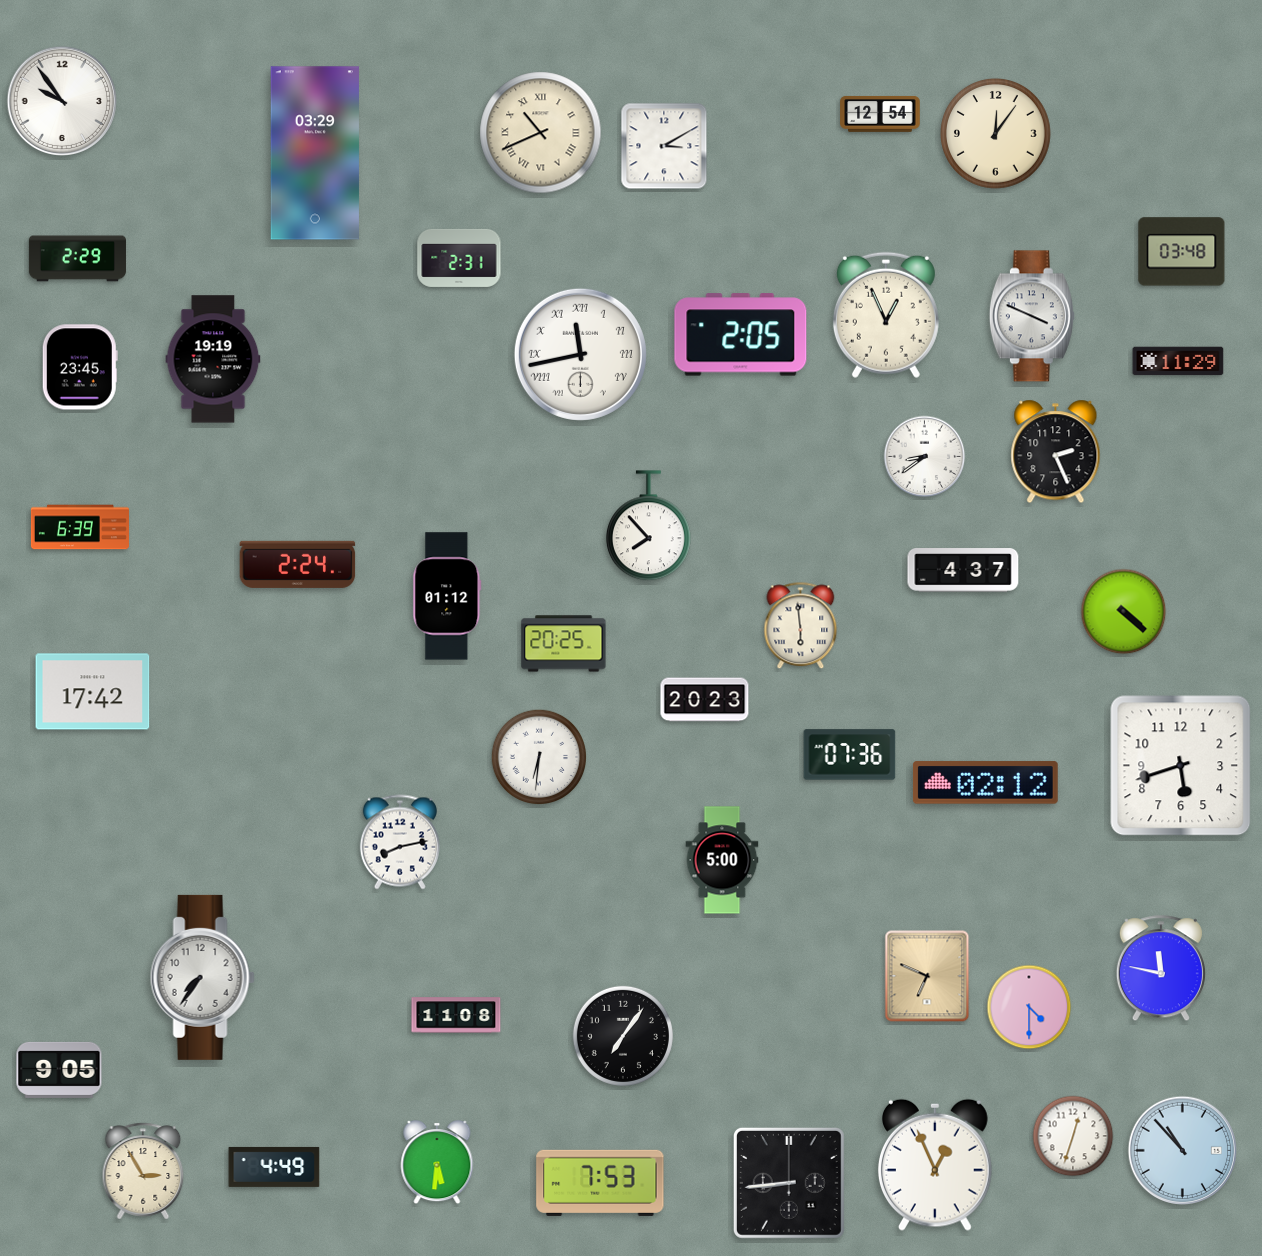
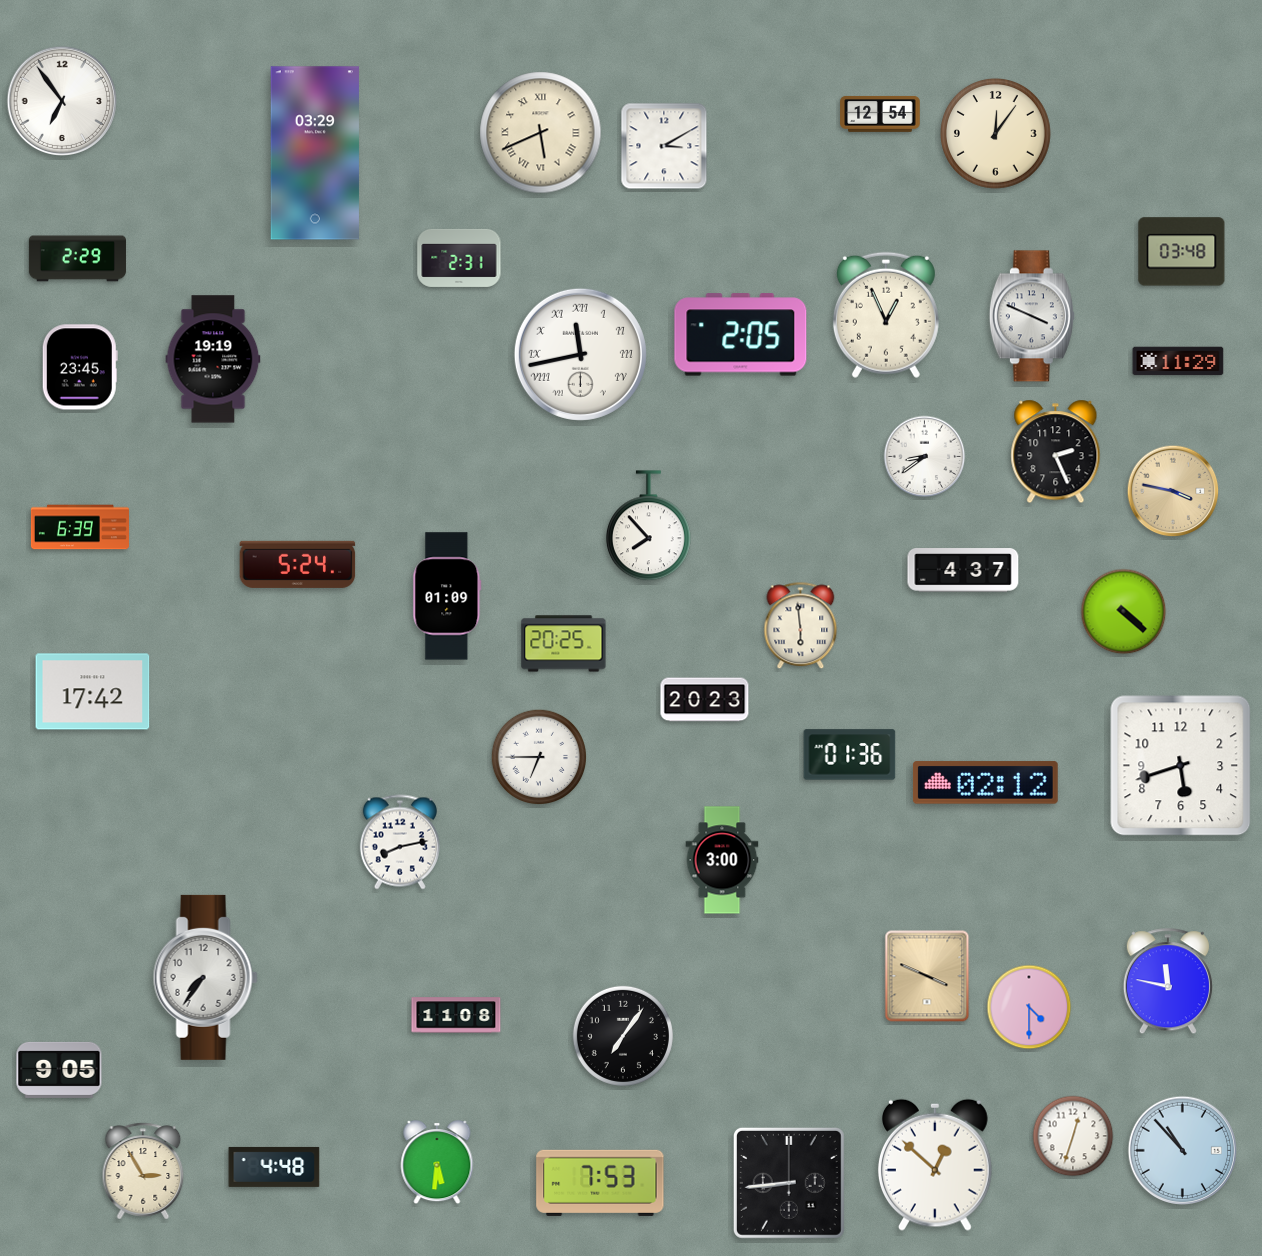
clock at (61, 100): 9:54 -> 6:54
clock at (541, 133): 10:41 -> 5:41
clock at (1173, 491): none -> 3:47
clock at (298, 564): 2:24 -> 5:24
clock at (447, 596): 01:12 -> 01:09
clock at (850, 755): 07:36 -> 01:36
clock at (539, 757): 6:31 -> 6:45
clock at (722, 860): 5:00 -> 3:00
clock at (1161, 969) position: (1161, 969) -> (1168, 982)
clock at (927, 976): 6:49 -> 3:49
clock at (202, 977) position: (202, 977) -> (205, 977)
clock at (935, 1165): 12:56 -> 12:52
clock at (274, 1167): 4:49 -> 4:48
